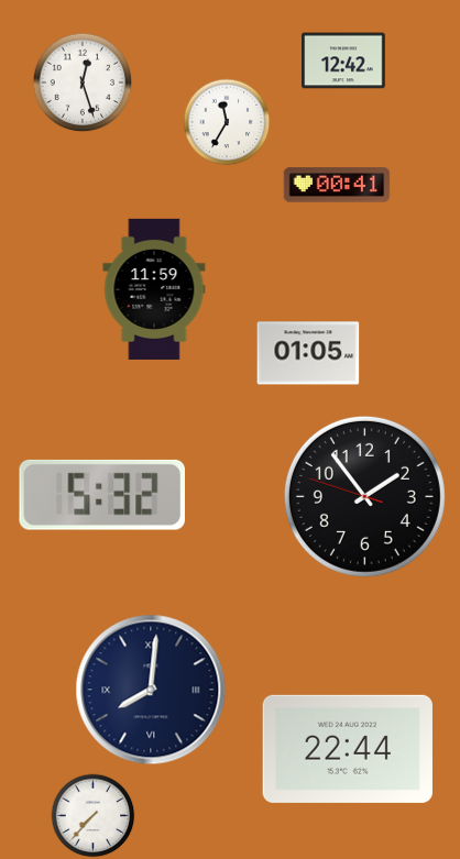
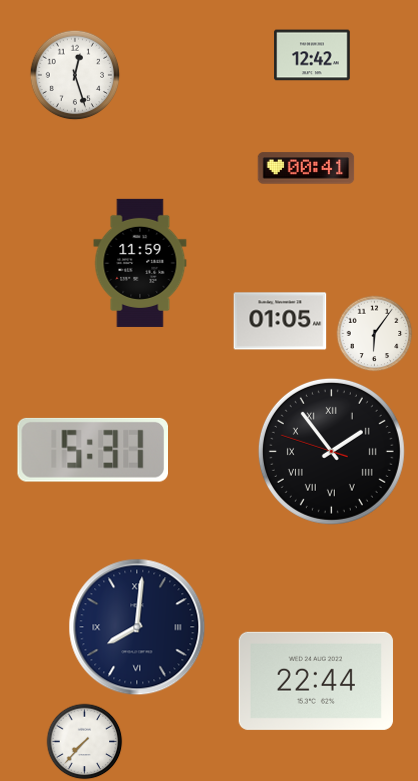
clock at (227, 122): 11:35 -> none
clock at (375, 334): none -> 6:06
clock at (101, 495): 5:32 -> 5:31
clock at (364, 496) numerals: Arabic -> Roman
